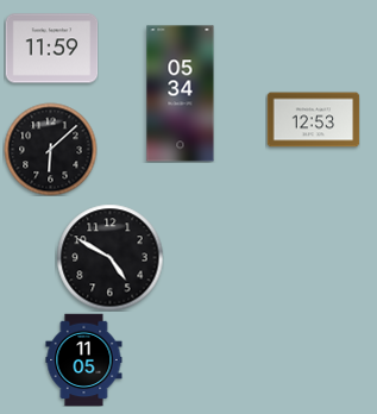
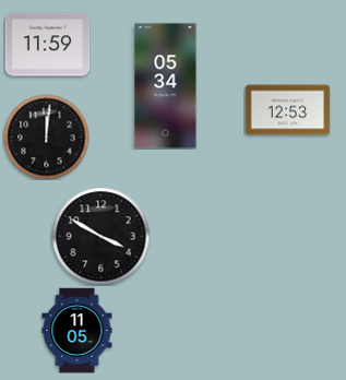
clock at (50, 149): 6:08 -> 12:01
clock at (109, 257): 4:50 -> 3:50
